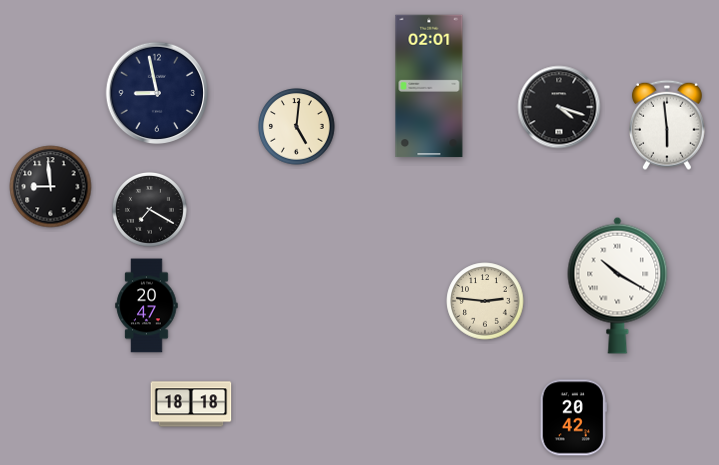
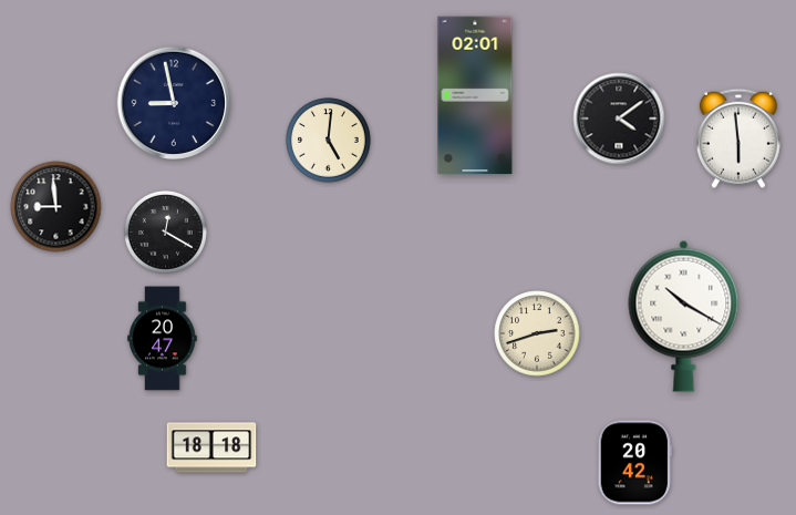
clock at (559, 107): 4:18 -> 4:09
clock at (149, 209): 7:20 -> 12:20
clock at (485, 301): 2:46 -> 2:42
